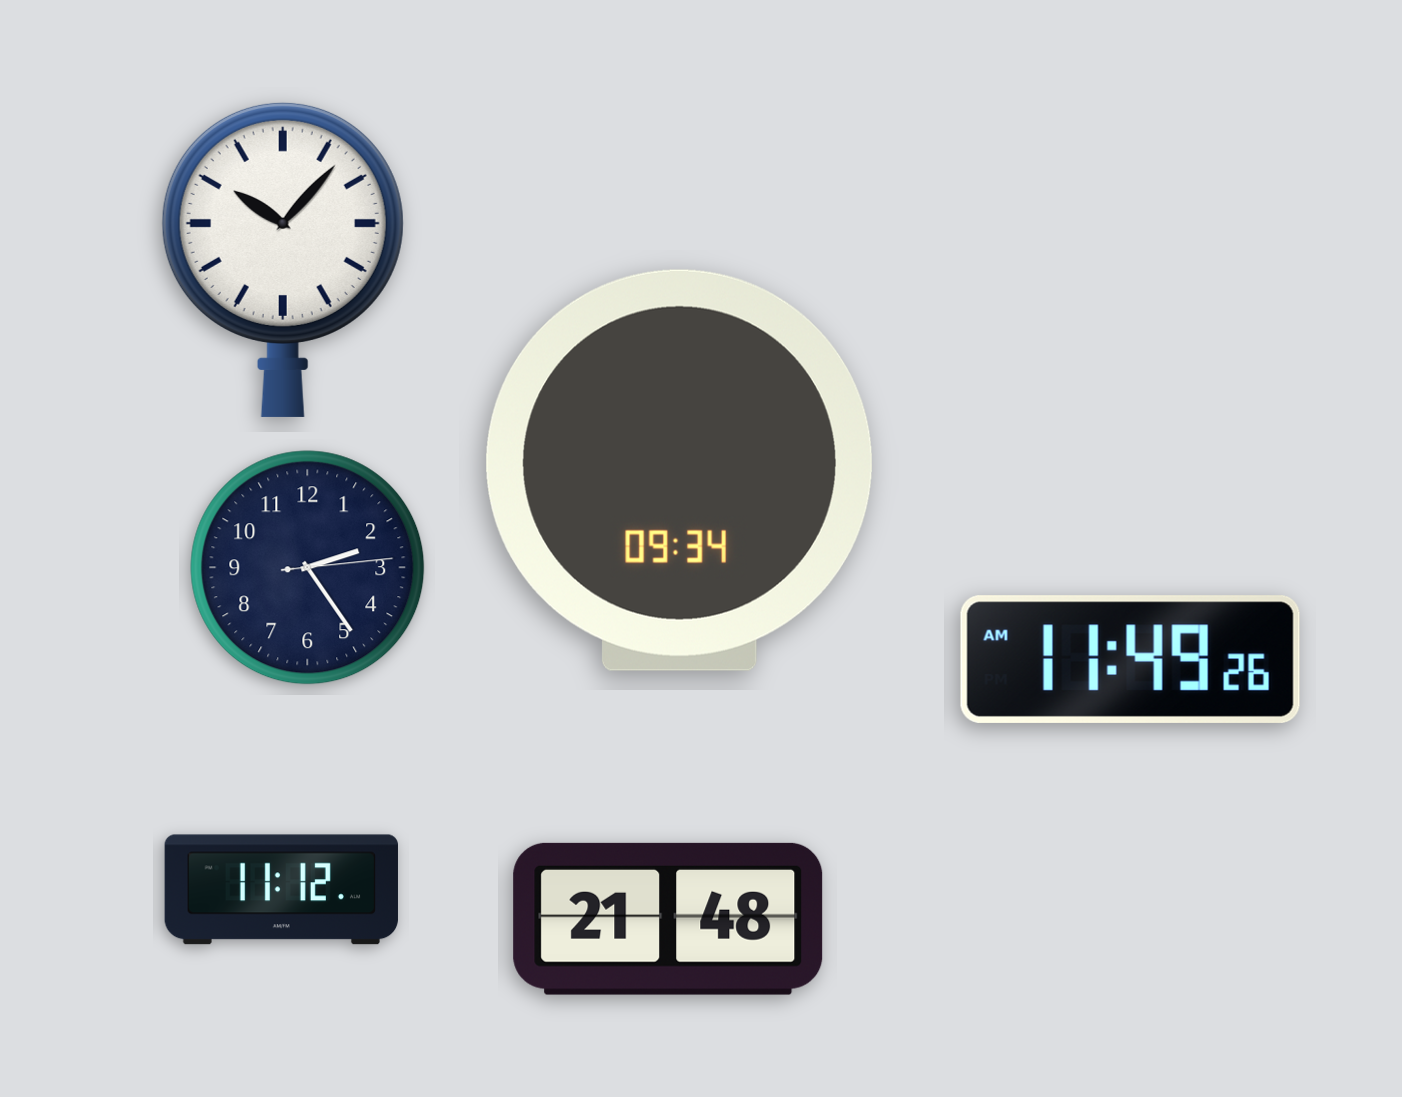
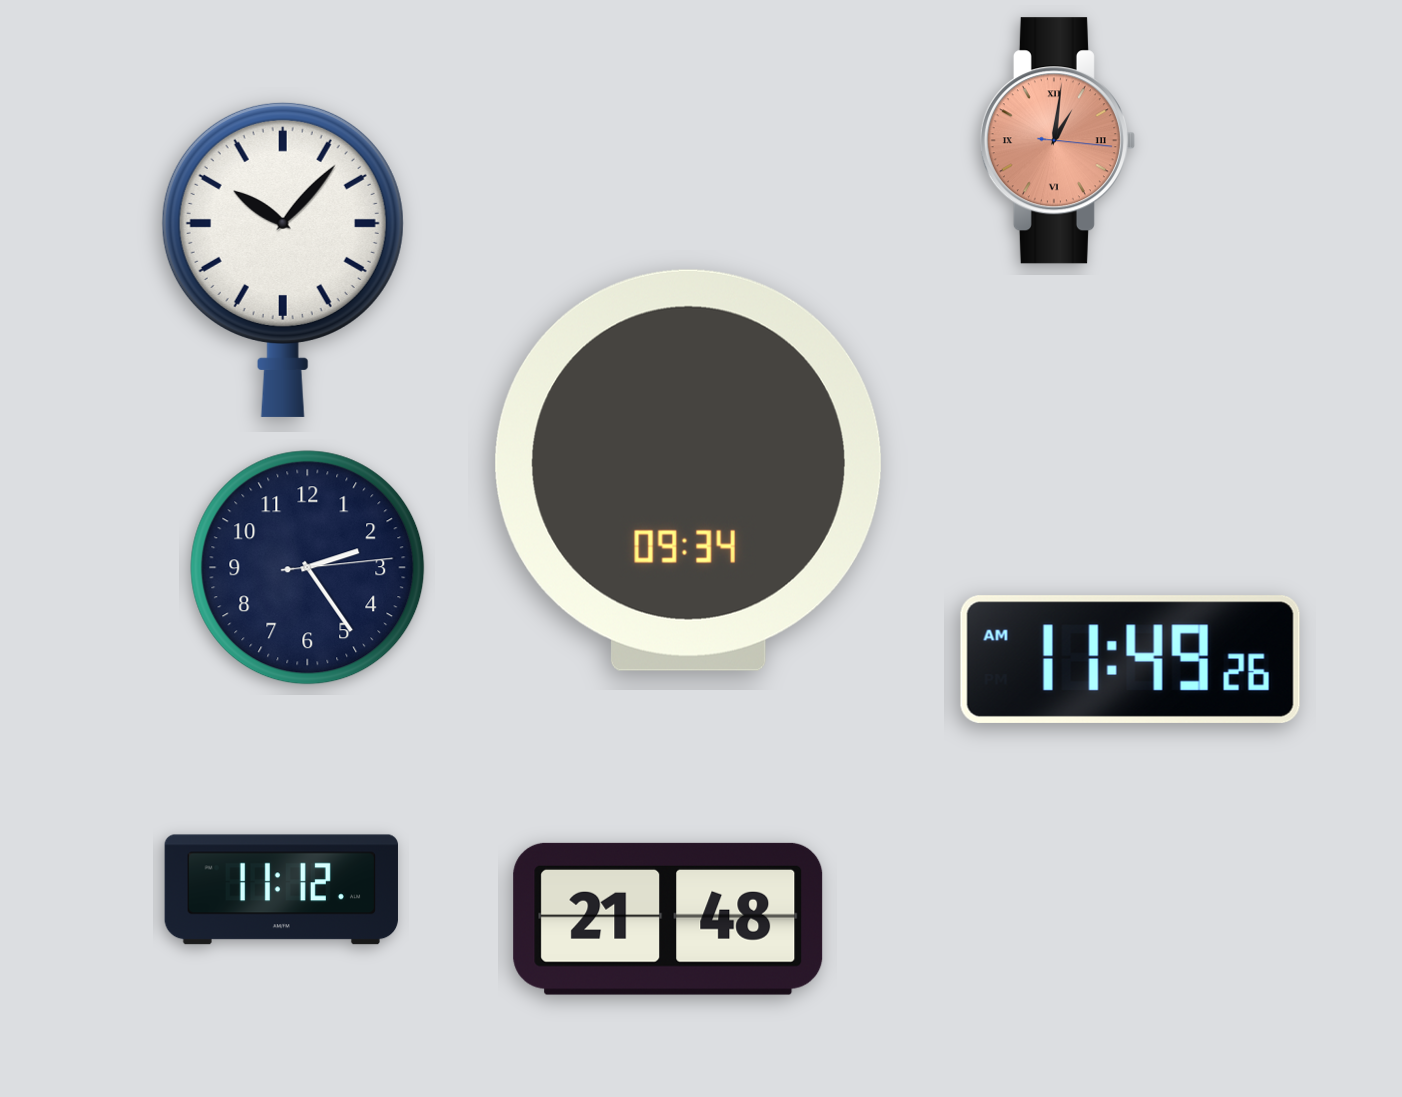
clock at (1057, 141): none -> 1:01
clock at (679, 470) position: (679, 470) -> (688, 470)
